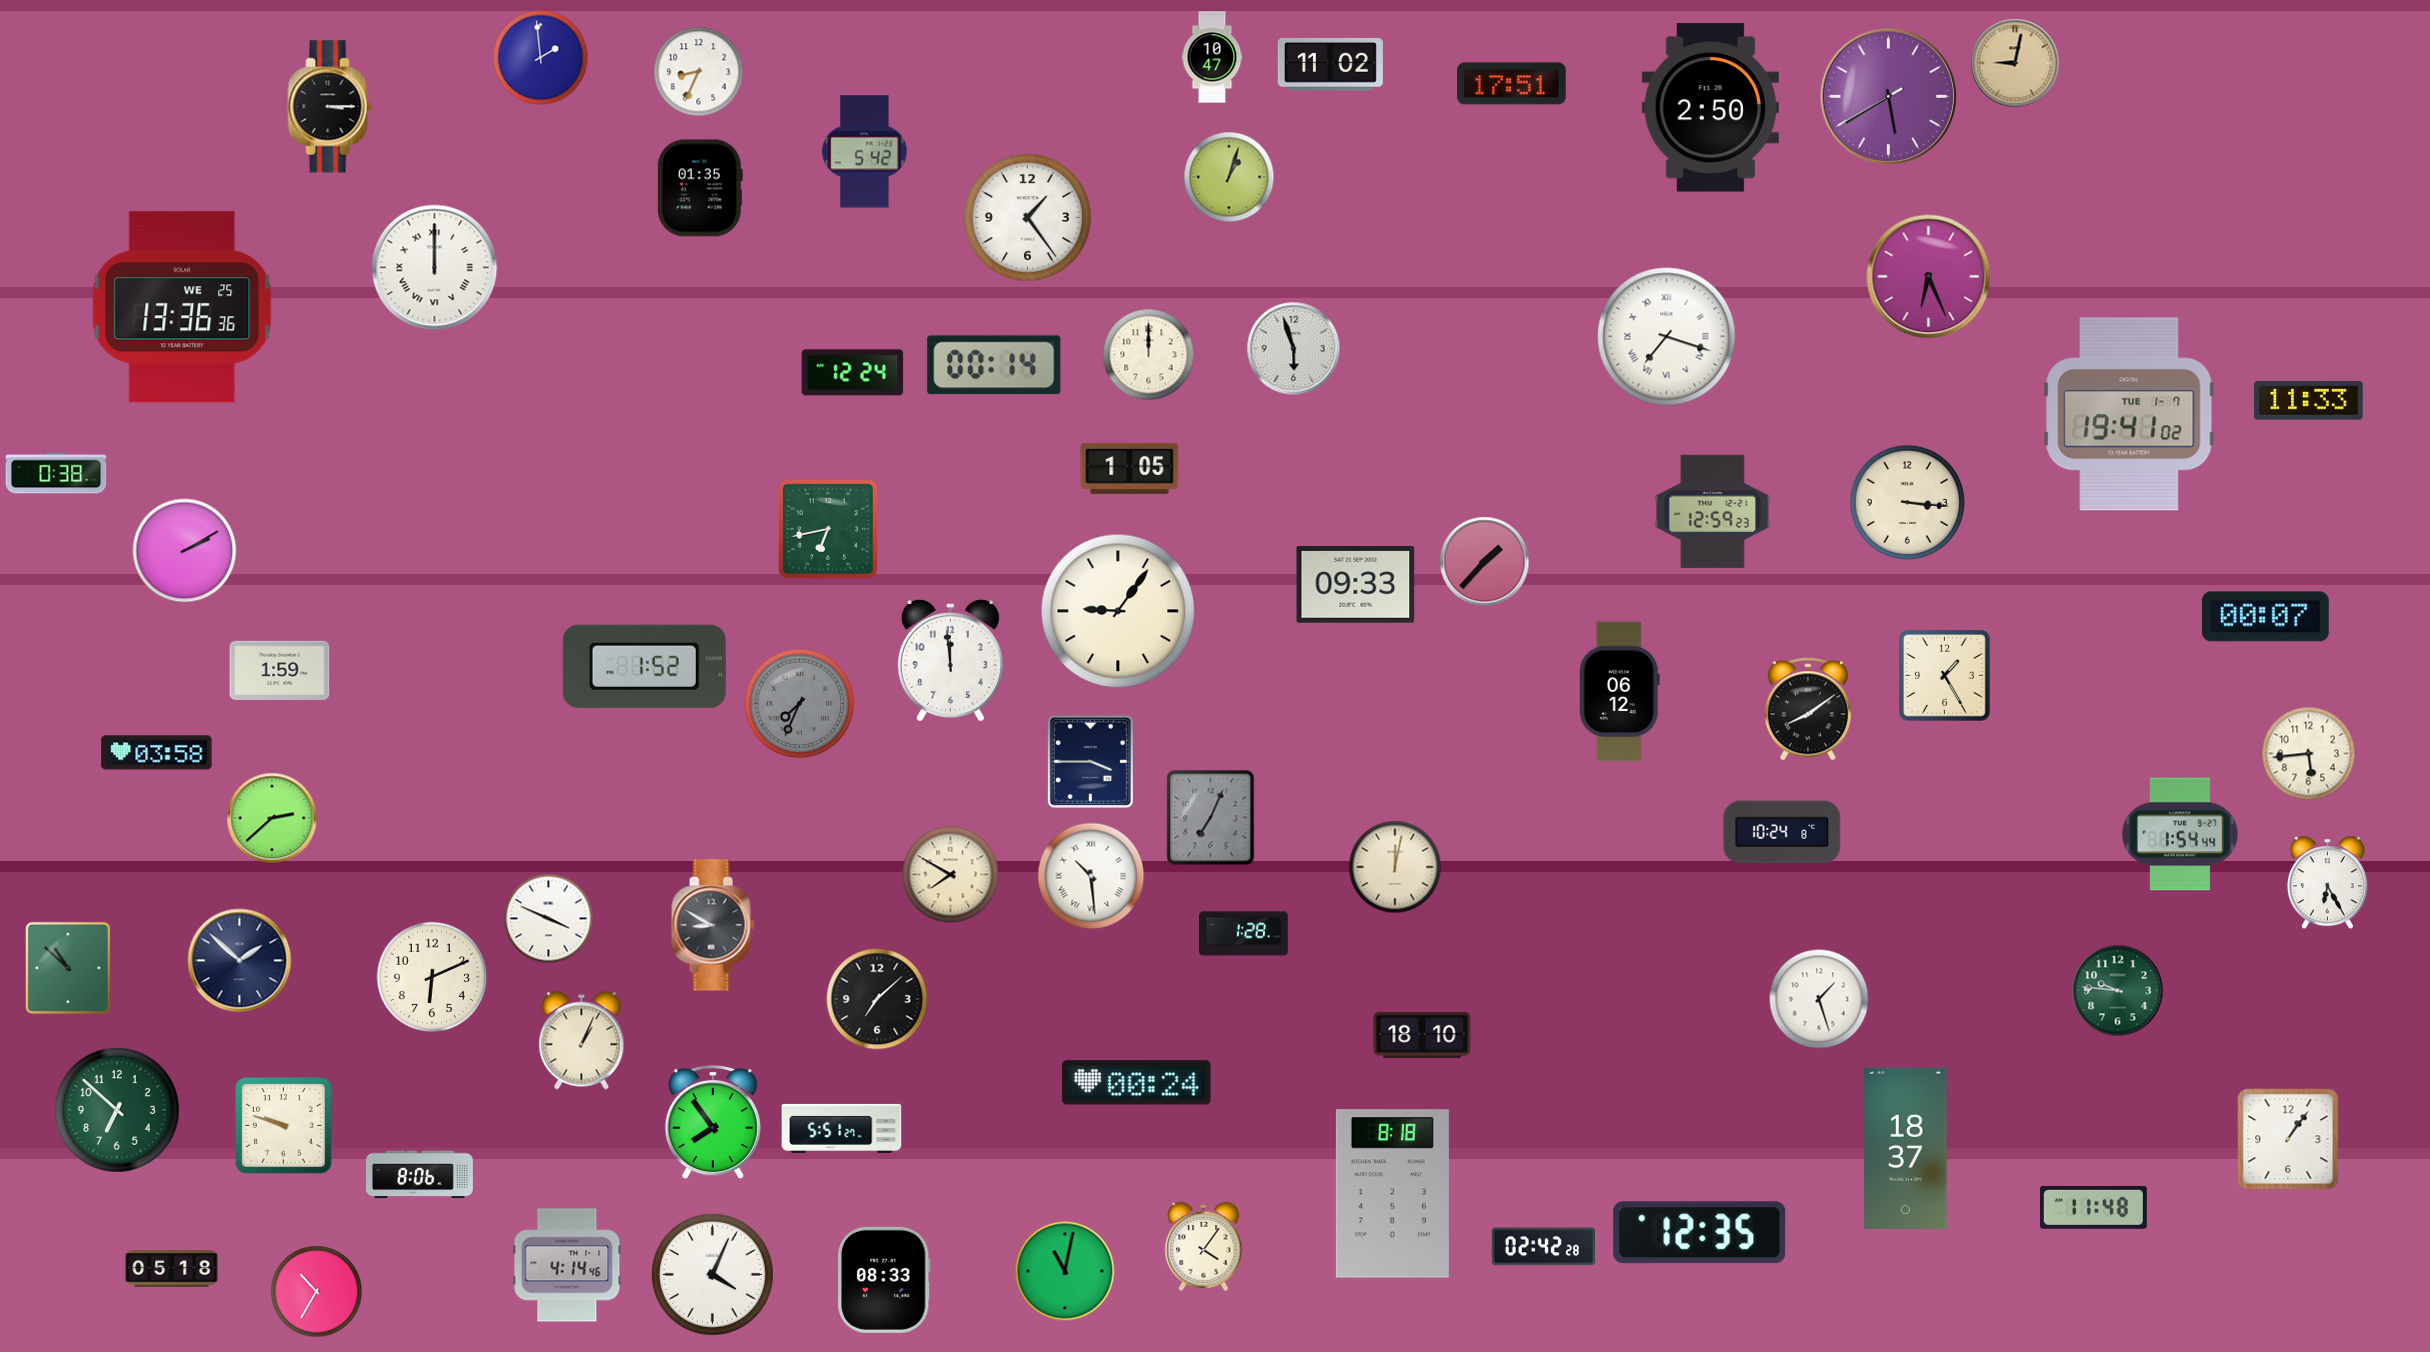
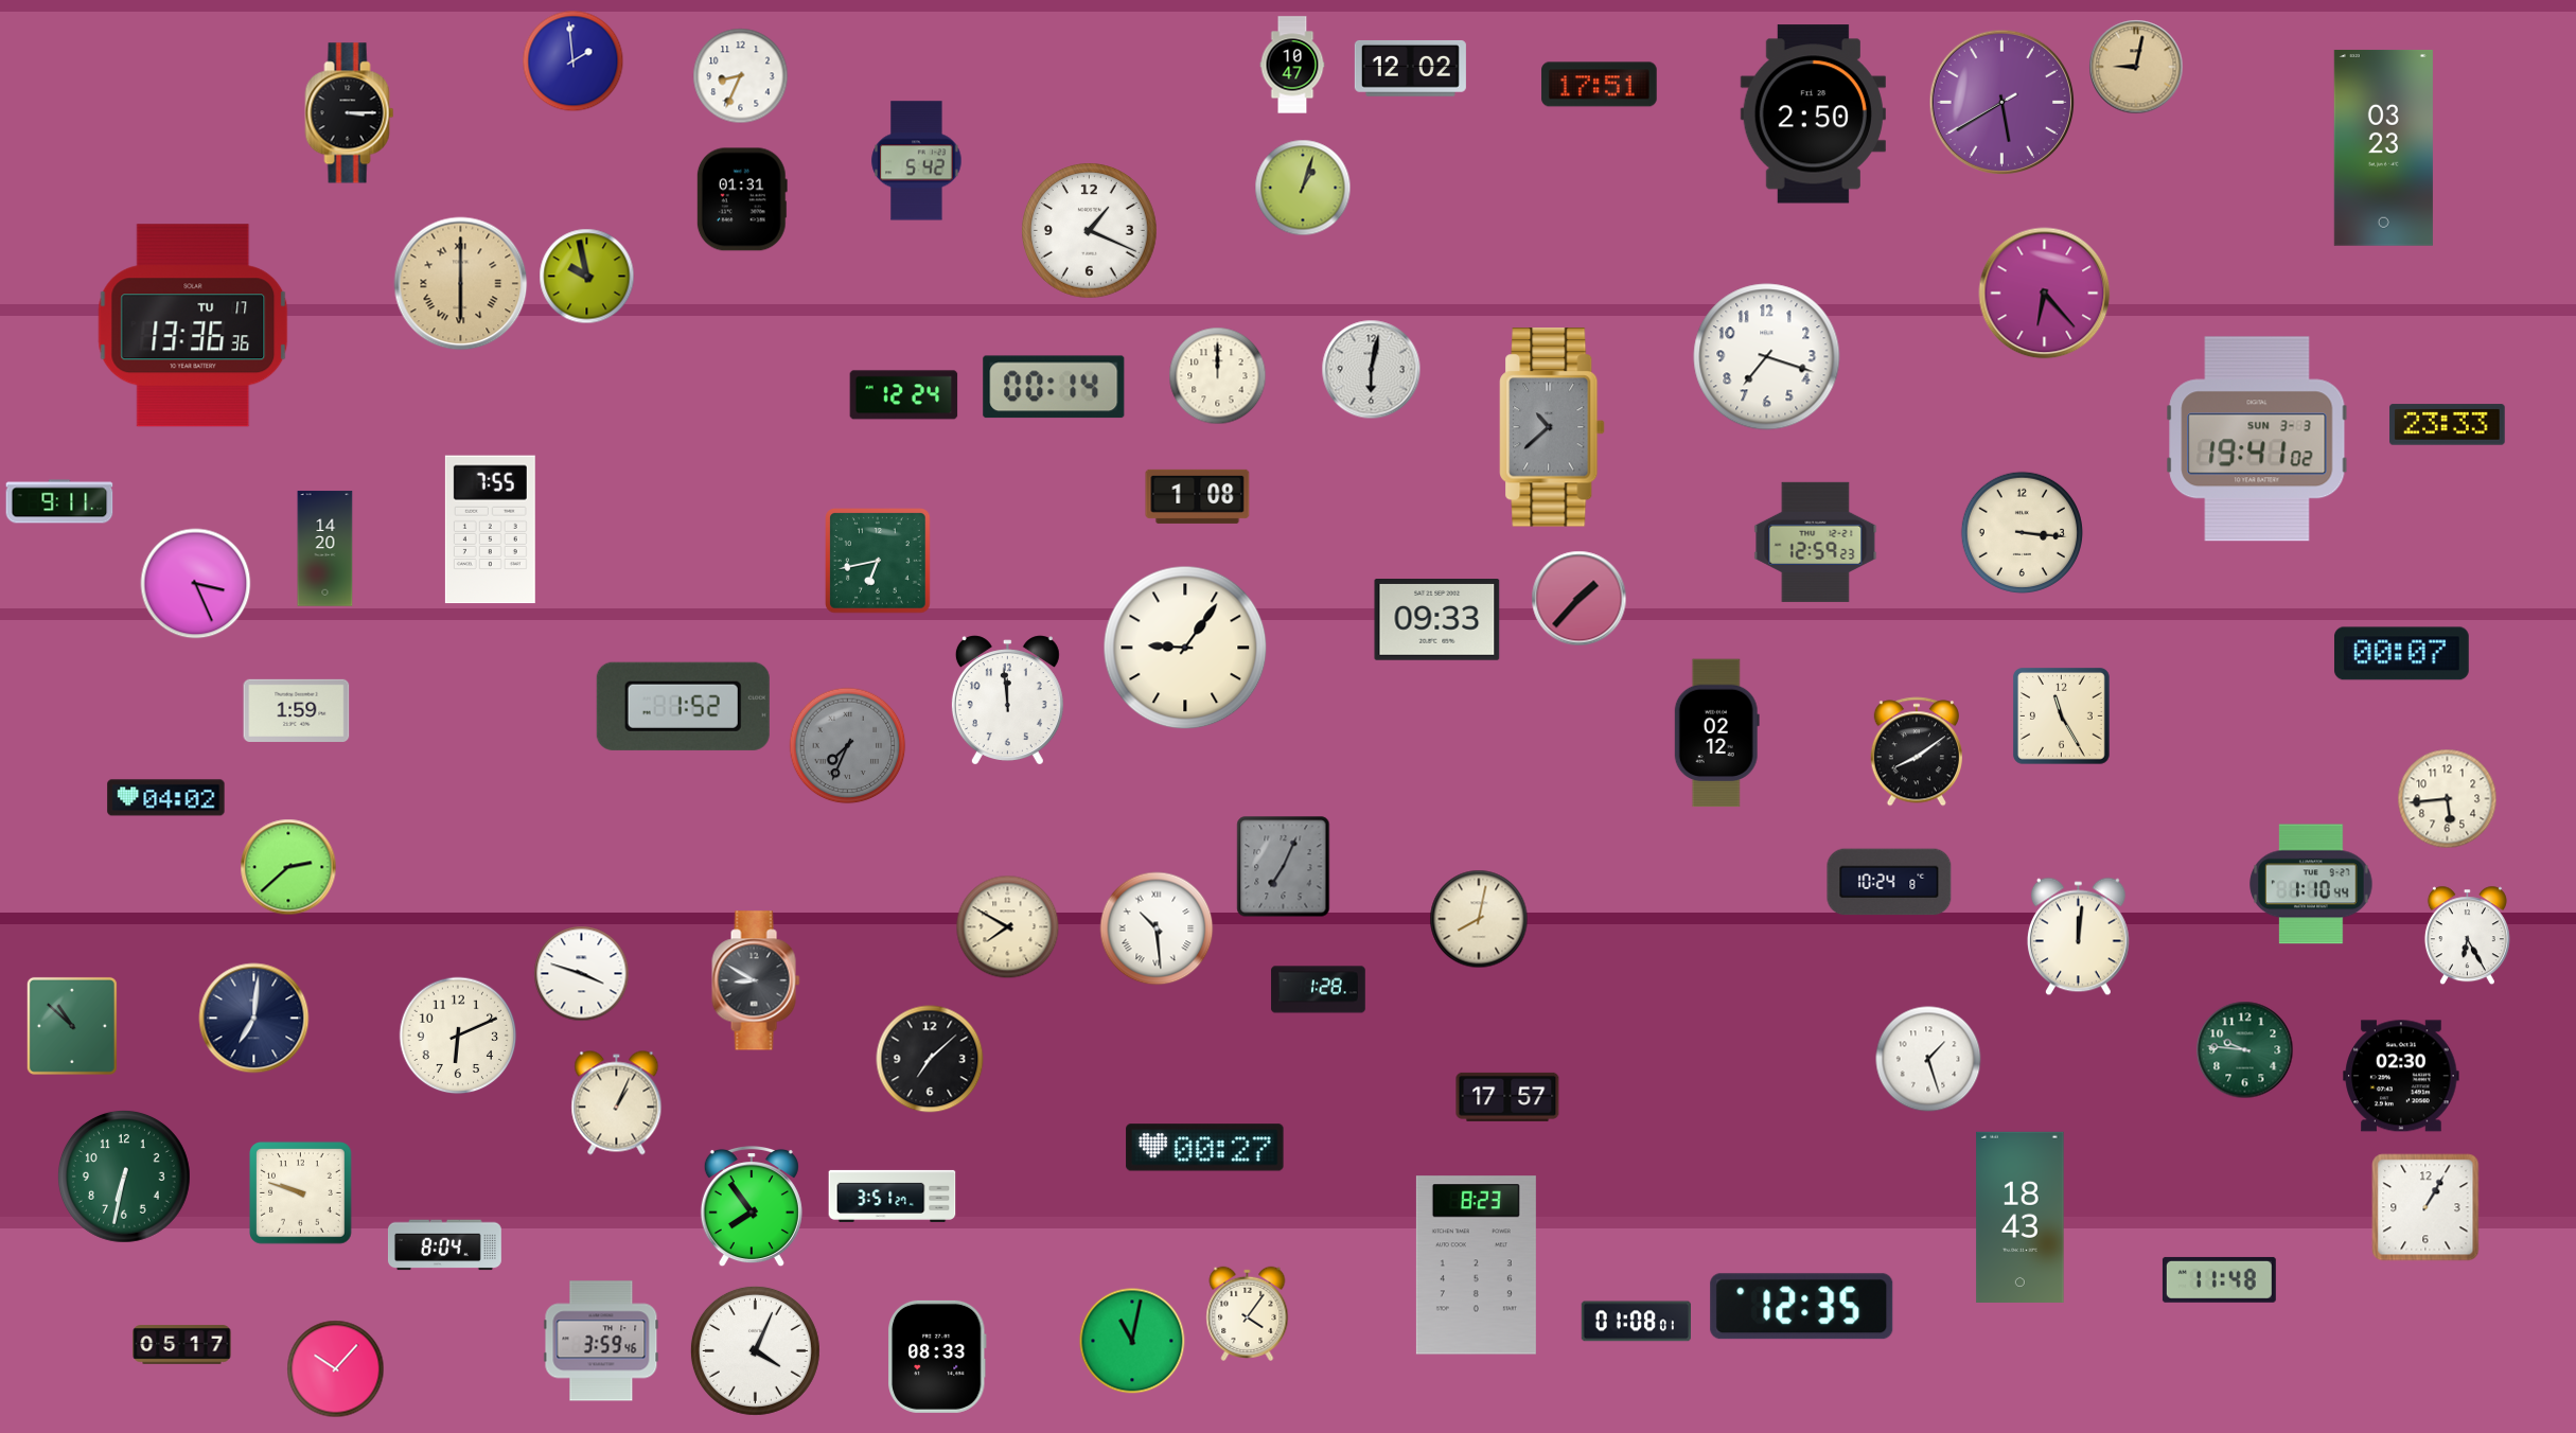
clock at (1212, 57) position: (1212, 57) -> (1292, 65)
clock at (1330, 64): 11:02 -> 12:02
clock at (1512, 84) position: (1512, 84) -> (1600, 85)
clock at (2383, 147): none -> 03:23
clock at (700, 188): 01:35 -> 01:31
clock at (1028, 218): 1:24 -> 1:19
clock at (587, 277): none -> 9:58
clock at (435, 268): 12:00 -> 6:00
clock at (435, 268) dial: white -> champagne
clock at (1929, 277): 6:26 -> 6:23
clock at (182, 307) date: WE 25 -> TU 17
clock at (1667, 337) numerals: Roman -> Arabic
clock at (1294, 349): 5:57 -> 6:02
clock at (2309, 401): 11:33 -> 23:33
clock at (1552, 427): none -> 10:38
clock at (2129, 414) date: TUE 1-7 -> SUN 3-3
clock at (1130, 468): 1:05 -> 1:08
clock at (56, 473): 0:38 -> 9:11
clock at (490, 530): none -> 7:55
clock at (325, 549): none -> 14:20
clock at (185, 551): 2:10 -> 3:26
clock at (1485, 562) position: (1485, 562) -> (1580, 599)
clock at (1944, 675): 1:25 -> 11:25
clock at (1619, 692): 06:12 -> 02:12
clock at (157, 753): 03:58 -> 04:02
clock at (1090, 761): 3:45 -> none
clock at (2180, 834): 1:54 -> 1:10
clock at (1395, 867): 12:02 -> 8:02
clock at (2078, 937): none -> 12:01
clock at (549, 919): 3:49 -> 3:48
clock at (240, 961): 1:52 -> 7:01
clock at (2401, 1076): none -> 02:30
clock at (1422, 1035): 18:10 -> 17:57
clock at (1137, 1083): 00:24 -> 00:27
clock at (117, 1110): 6:52 -> 6:32
clock at (713, 1122) position: (713, 1122) -> (752, 1206)
clock at (842, 1128): 5:51 -> 3:51
clock at (2288, 1139): 1:06 -> 1:05
clock at (1906, 1148): 18:37 -> 18:43
clock at (419, 1175): 8:06 -> 8:04
clock at (1392, 1194): 8:18 -> 8:23
clock at (1204, 1246) position: (1204, 1246) -> (1248, 1313)
clock at (1543, 1247): 02:42 -> 01:08
clock at (567, 1265): 4:14 -> 3:59
clock at (172, 1269): 05:18 -> 05:17
clock at (1065, 1271) position: (1065, 1271) -> (1132, 1341)
clock at (317, 1292): 10:35 -> 10:07
